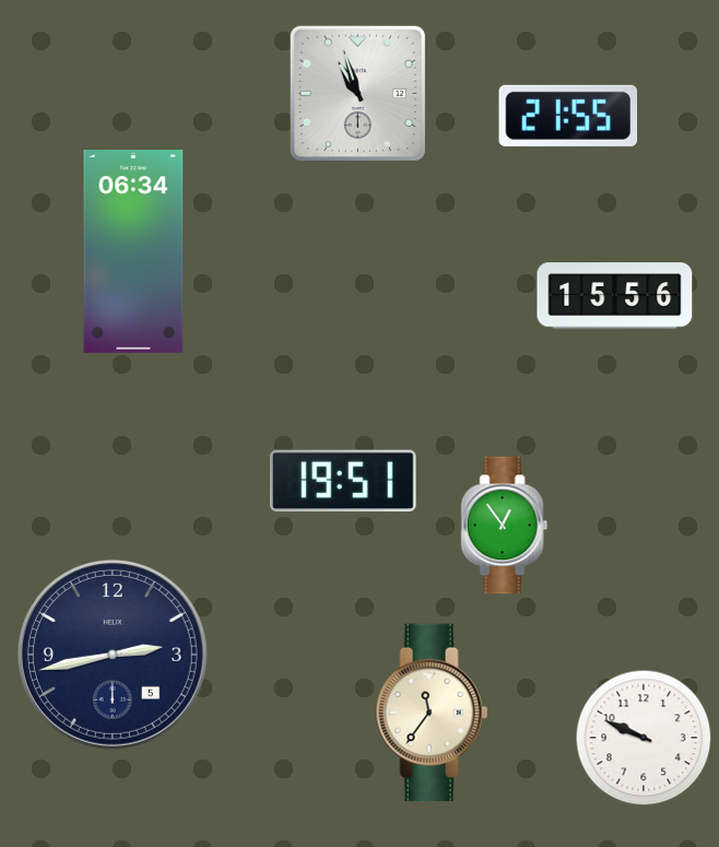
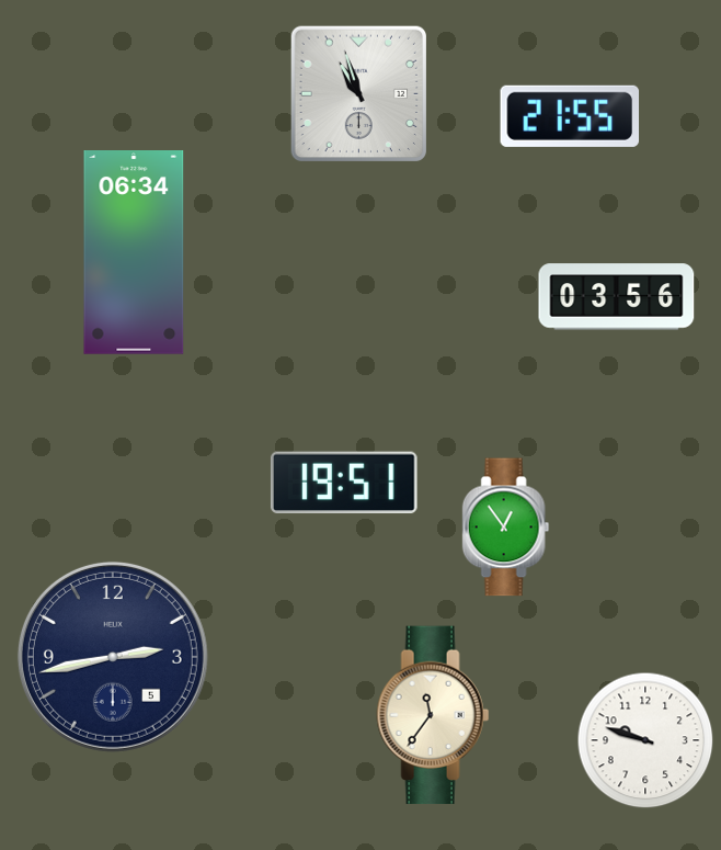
clock at (615, 296): 15:56 -> 03:56
clock at (644, 738): 9:49 -> 9:48
